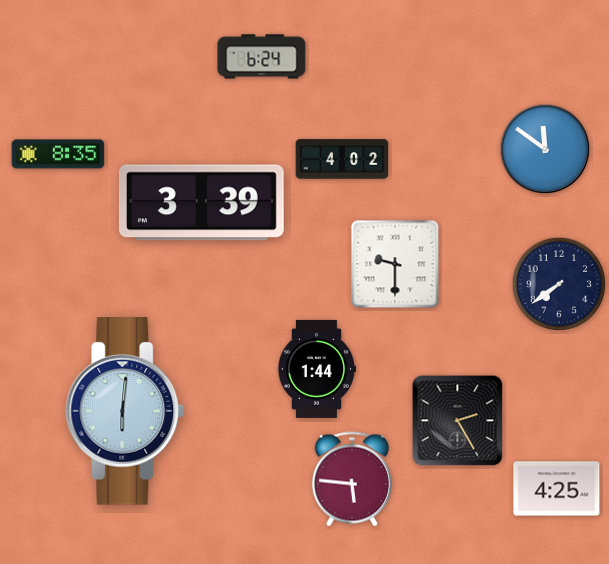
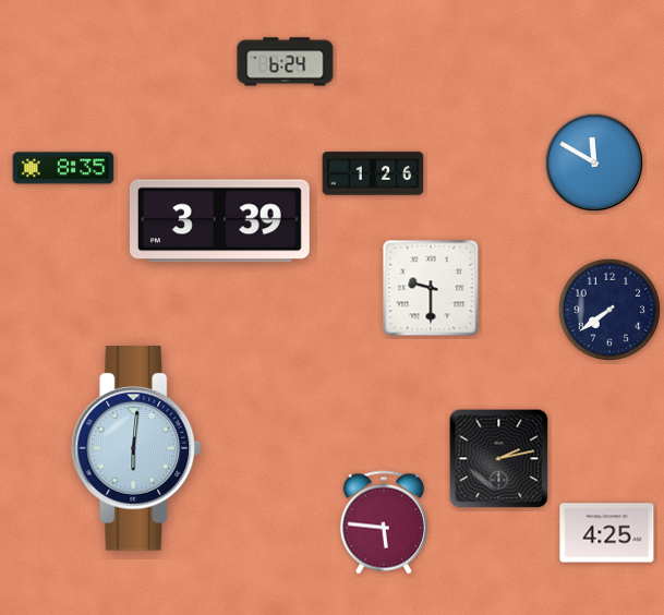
clock at (545, 149): 11:51 -> 11:50
clock at (342, 159): 4:02 -> 1:26
clock at (317, 369): 1:44 -> none
clock at (458, 421): 2:25 -> 2:13
